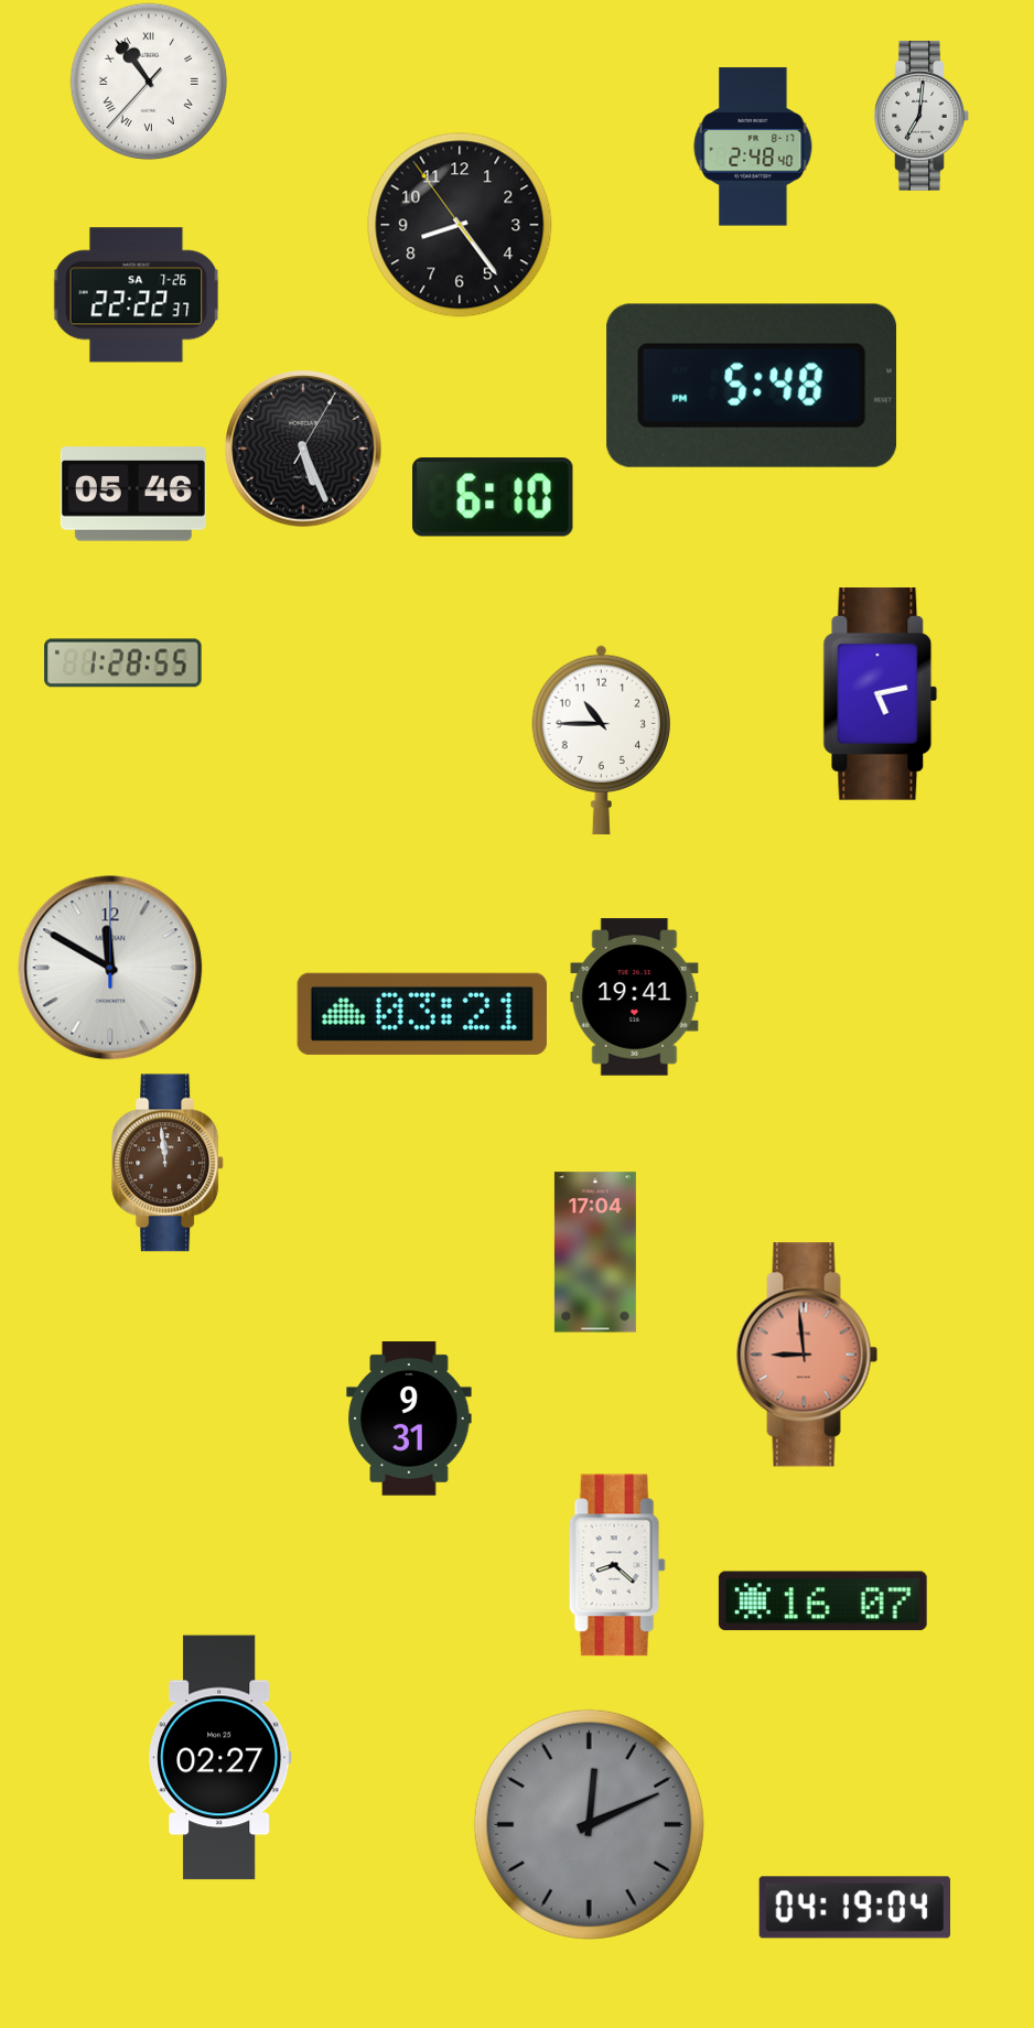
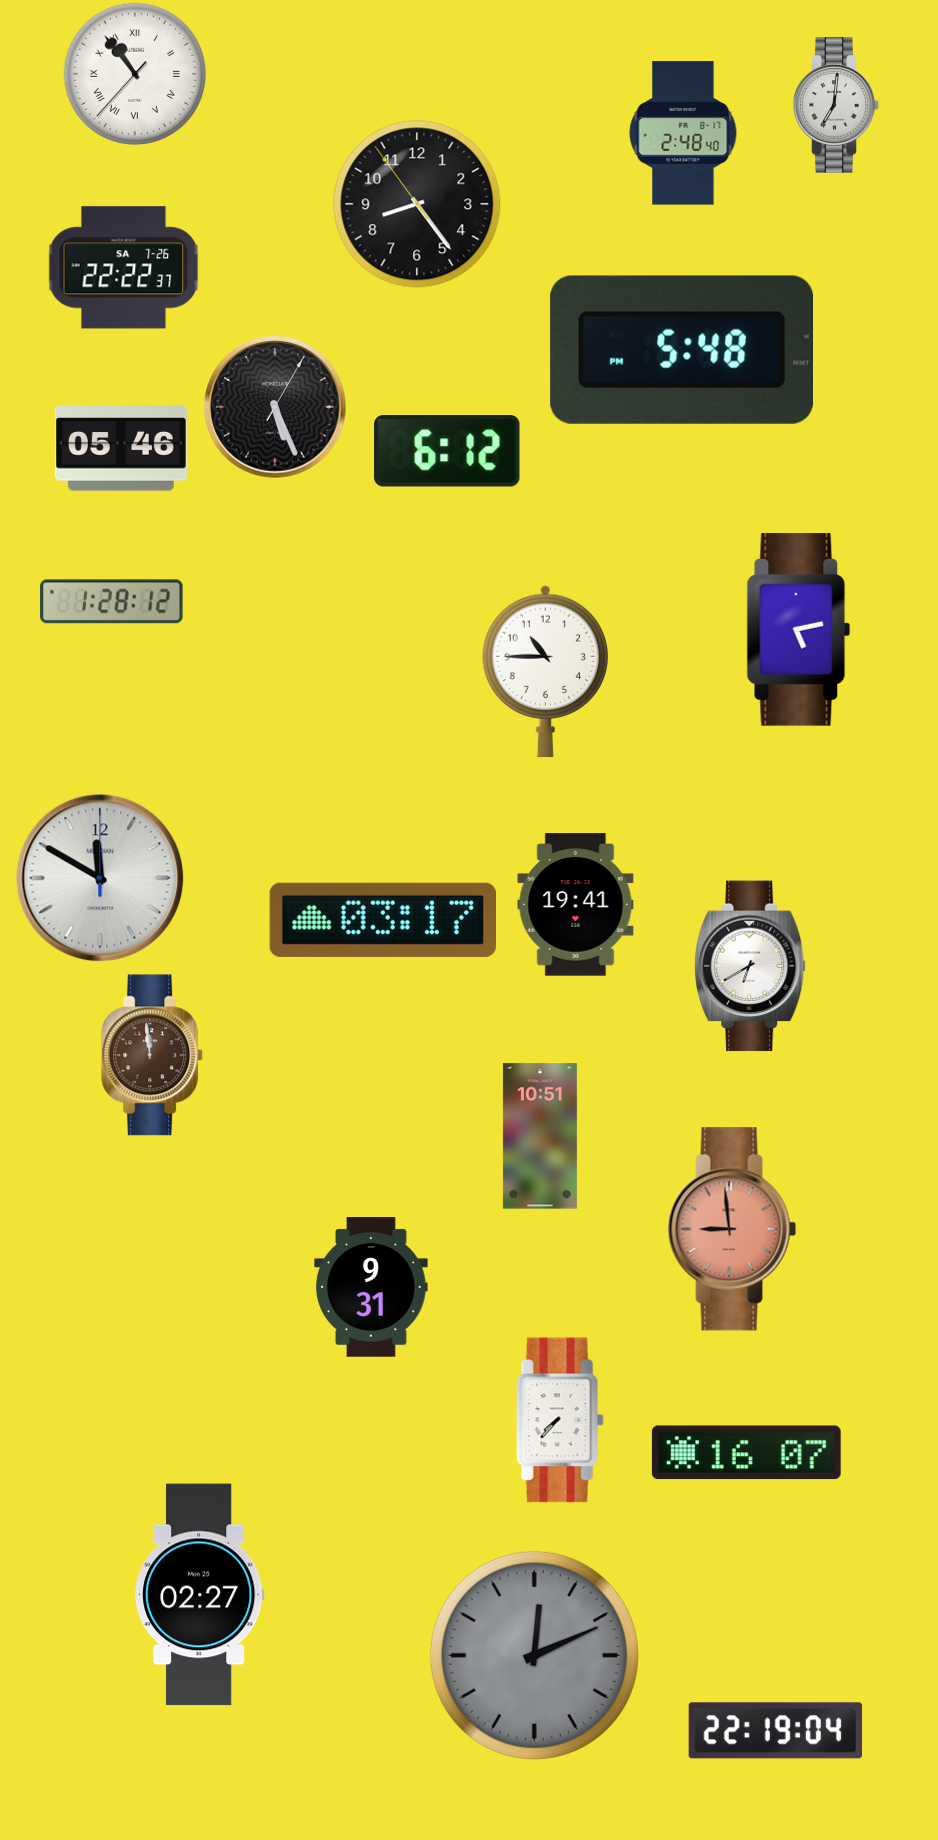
clock at (493, 497): 6:10 -> 6:12
clock at (123, 664): 1:28:55 -> 1:28:12
clock at (422, 1014): 03:21 -> 03:17
clock at (751, 966): none -> 6:40
clock at (595, 1252): 17:04 -> 10:51
clock at (617, 1565): 8:22 -> 7:37
clock at (854, 1908): 04:19 -> 22:19
